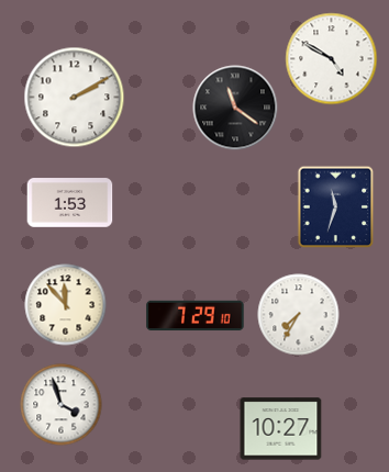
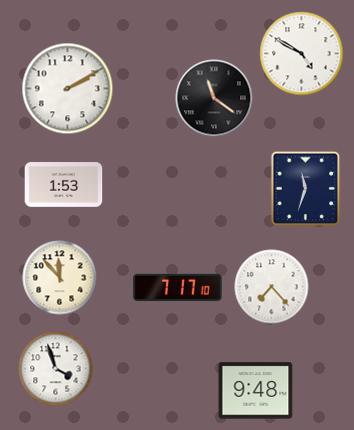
clock at (299, 315): 7:35 -> 7:23
clock at (196, 316): 7:29 -> 7:17
clock at (281, 429): 10:27 -> 9:48
